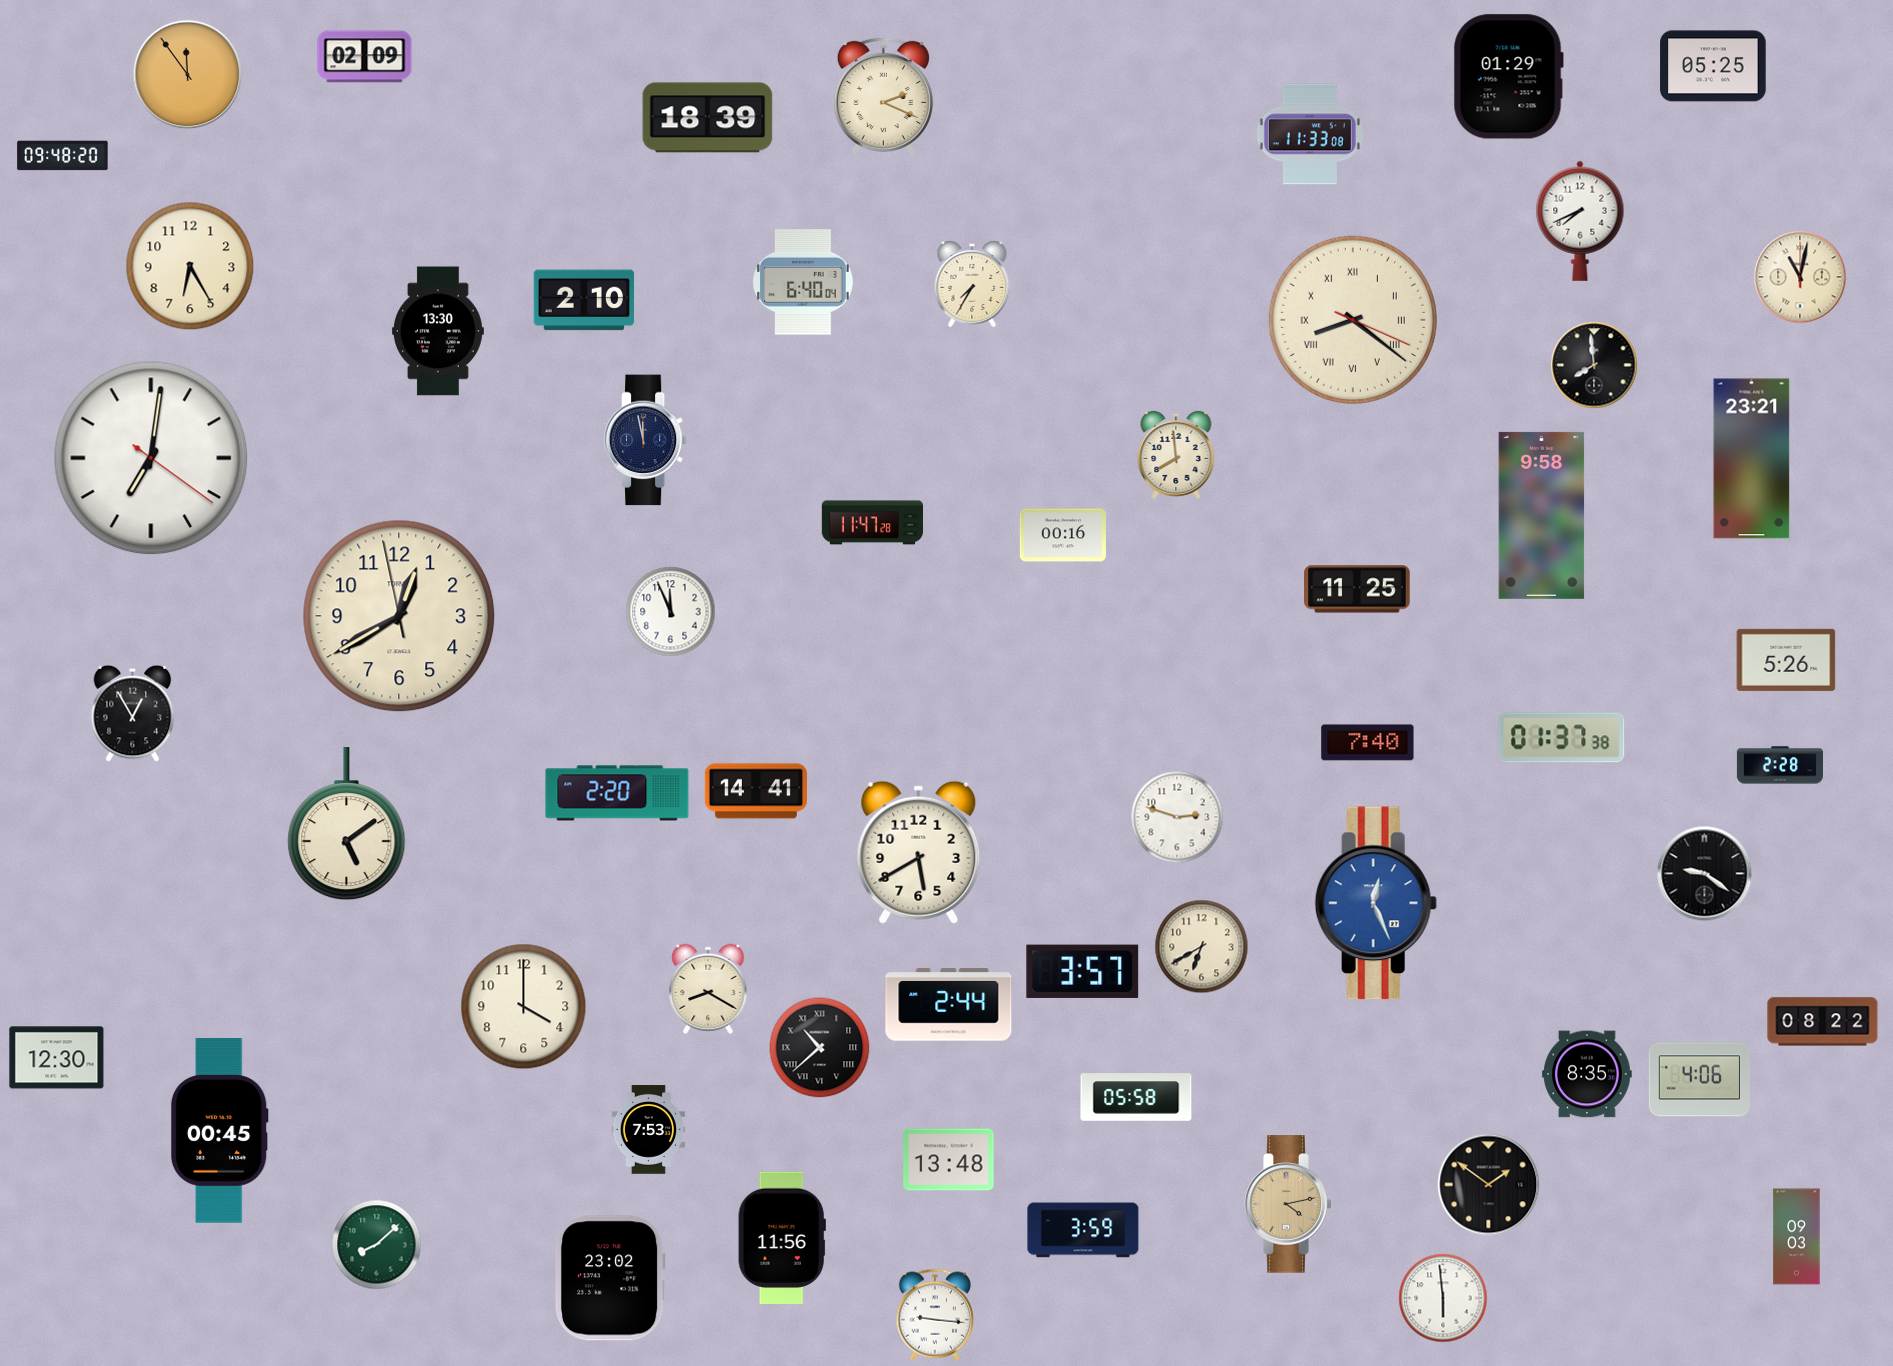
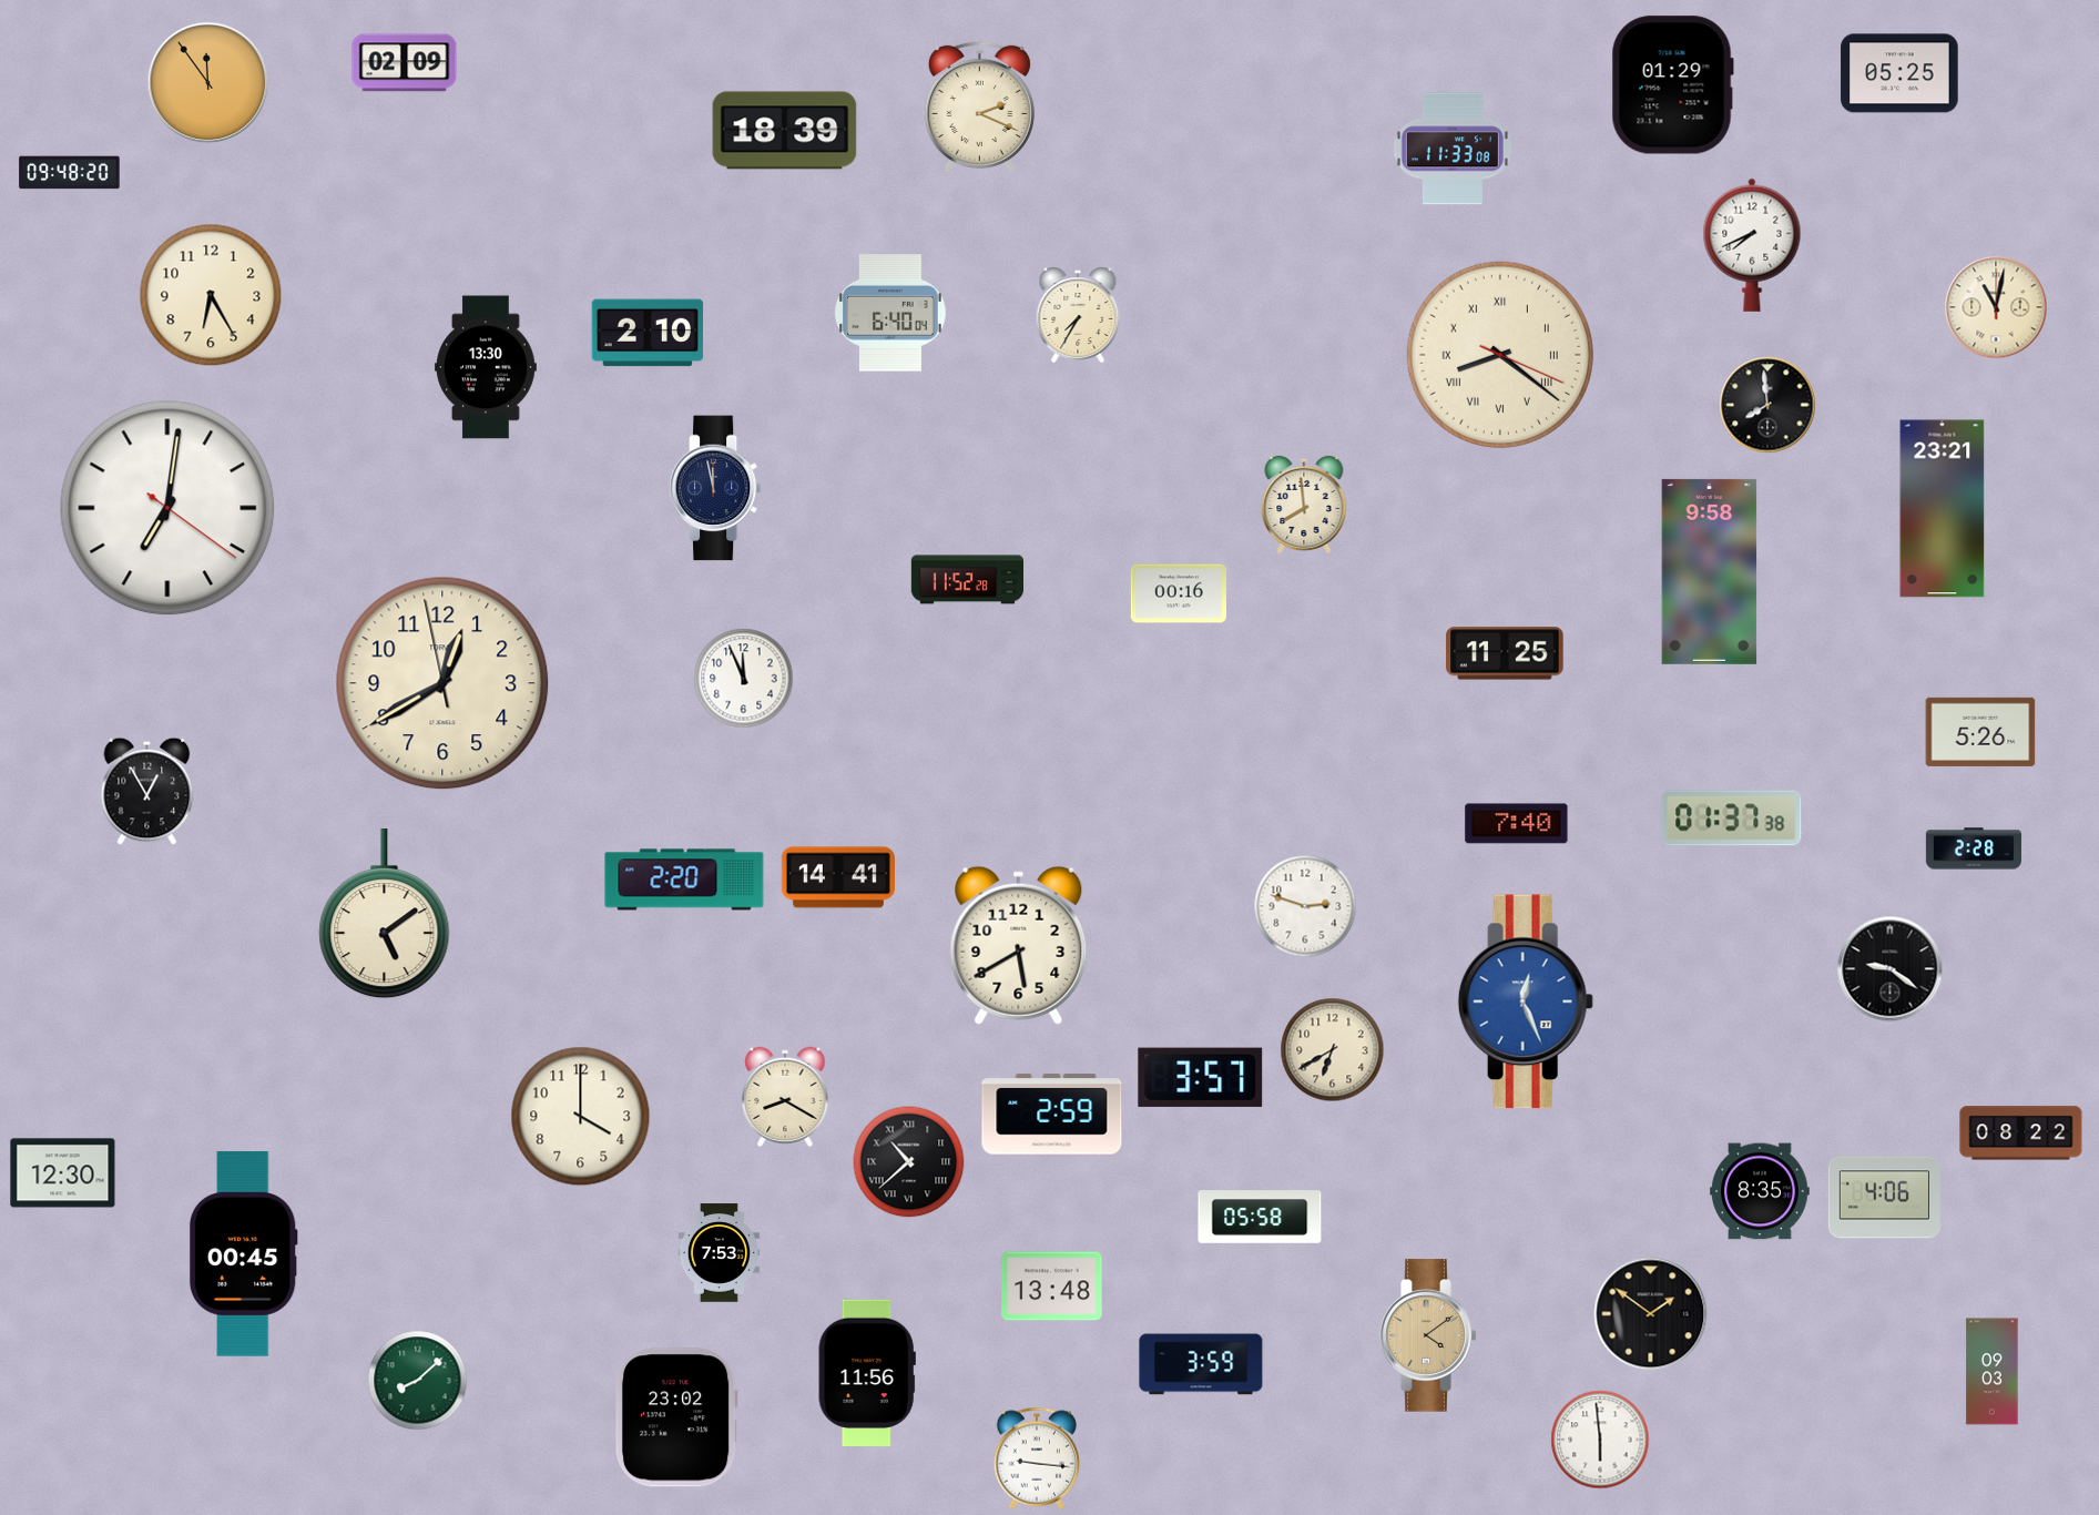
clock at (872, 523): 11:47 -> 11:52
clock at (949, 1005): 2:44 -> 2:59
clock at (1288, 1204): 4:13 -> 4:09
